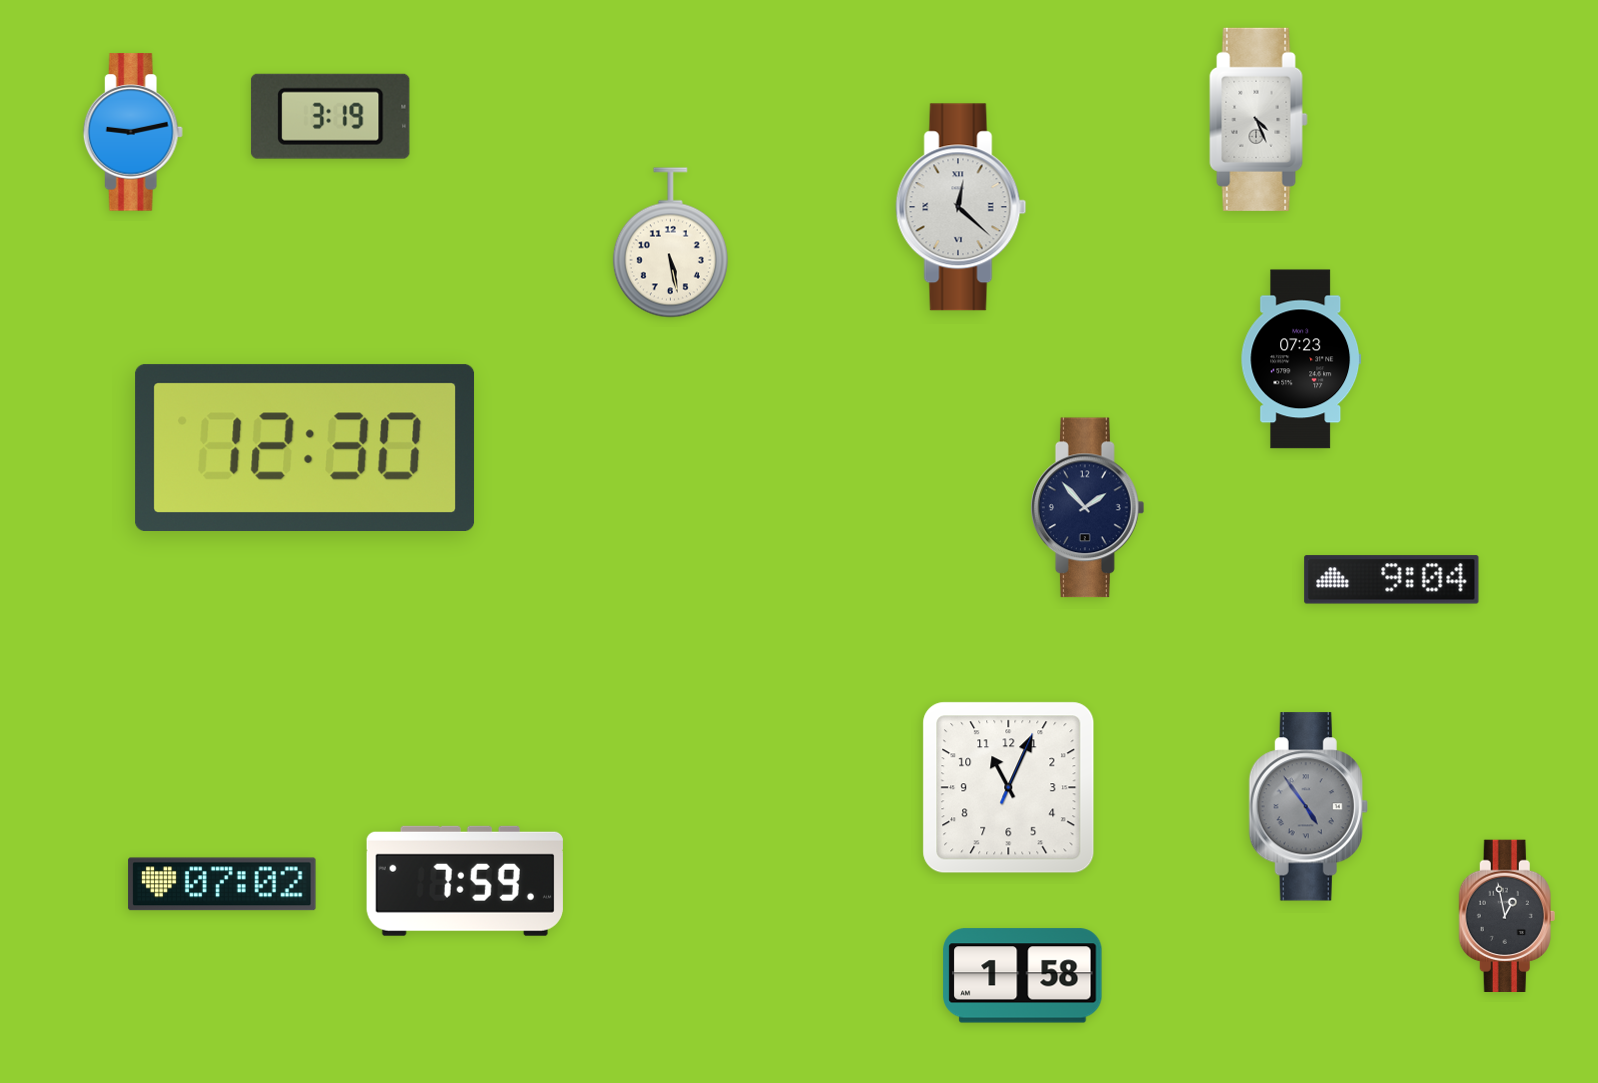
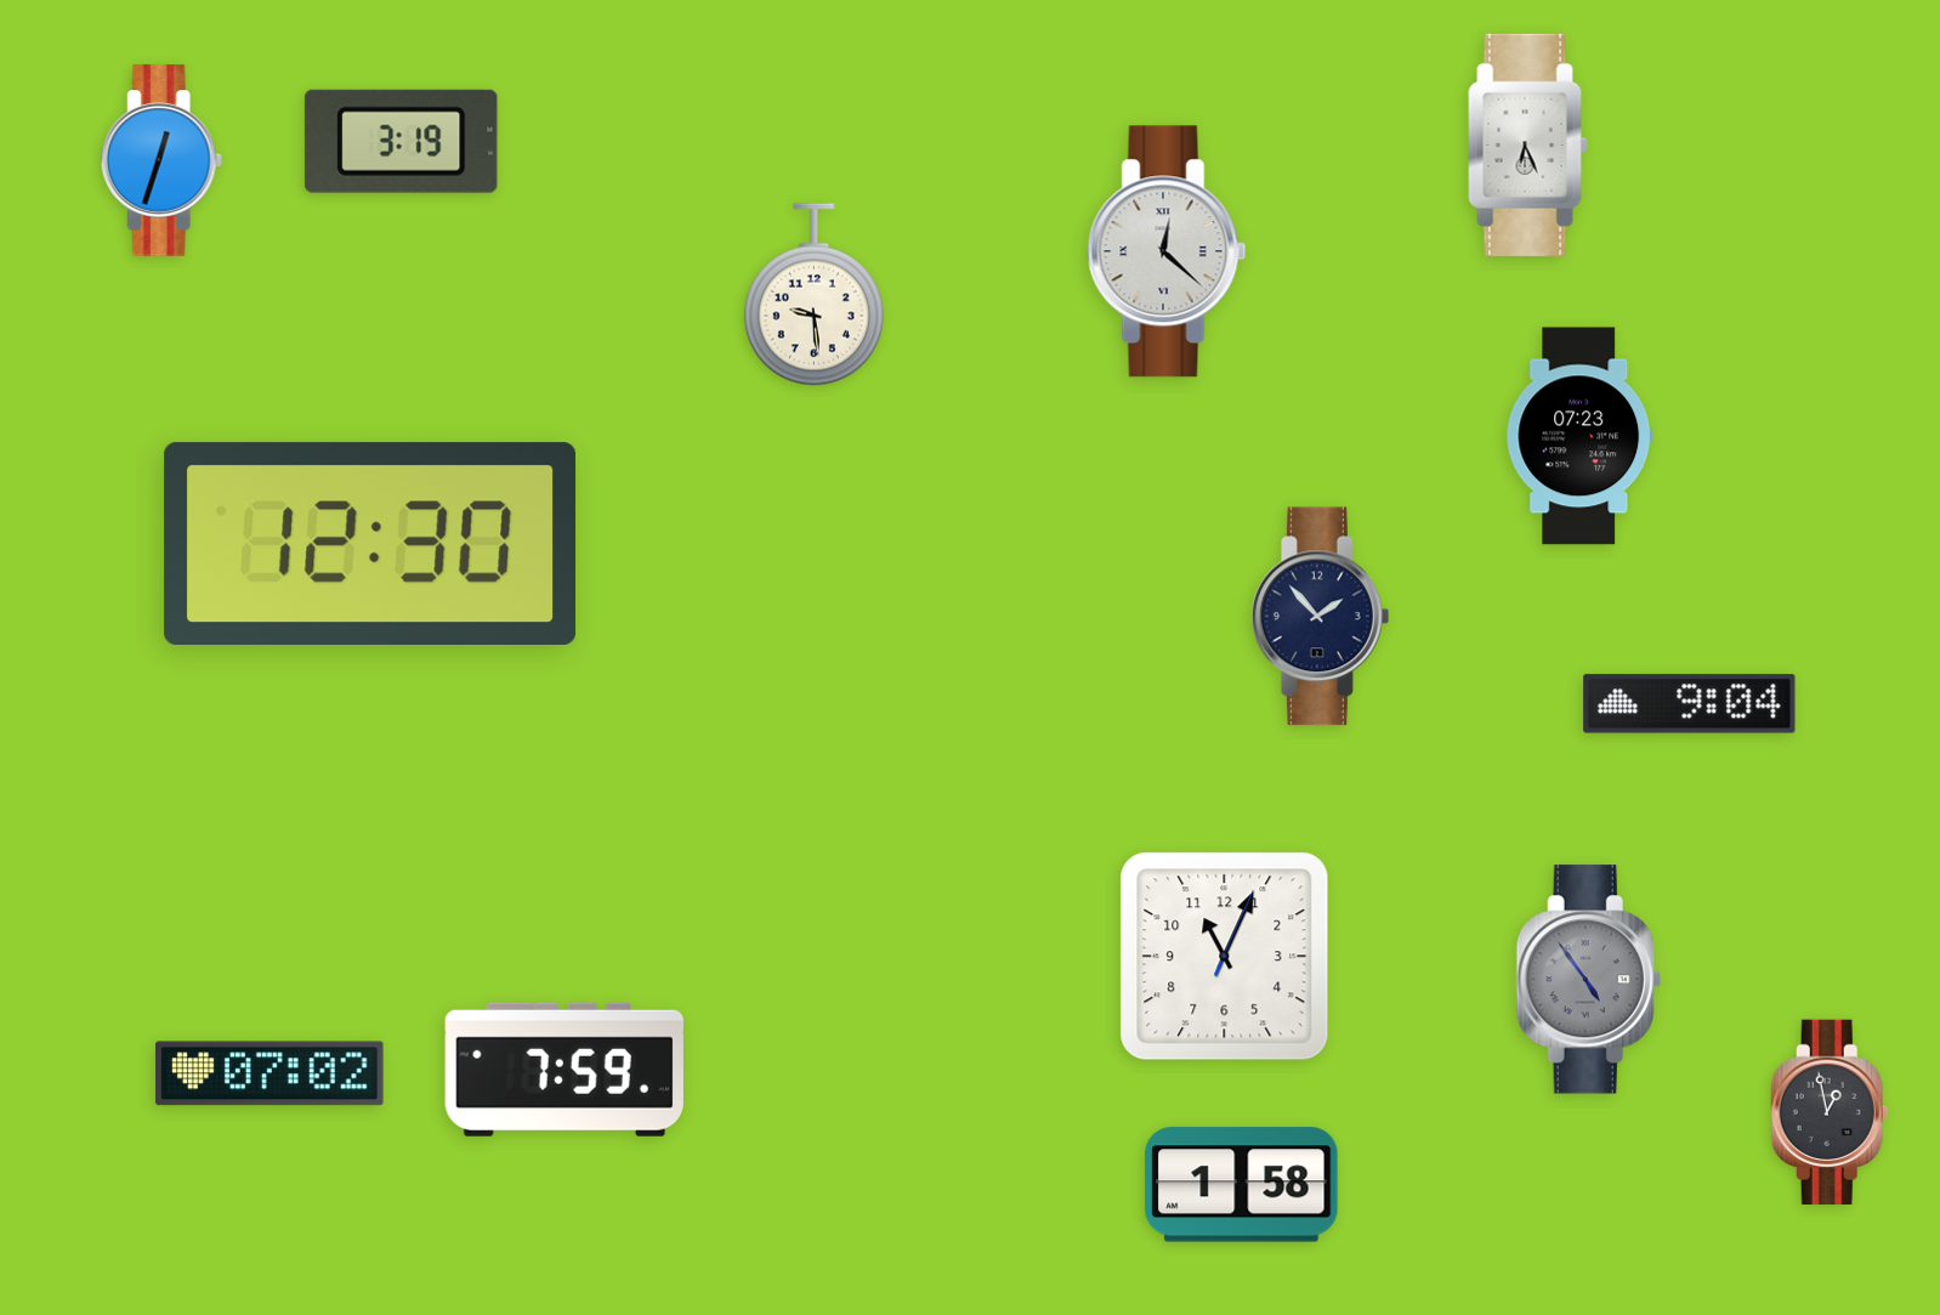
clock at (1259, 119): 4:26 -> 6:26
clock at (133, 132): 9:13 -> 12:33
clock at (670, 243): 5:28 -> 9:29
